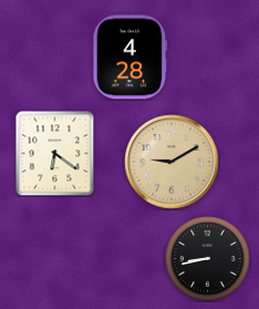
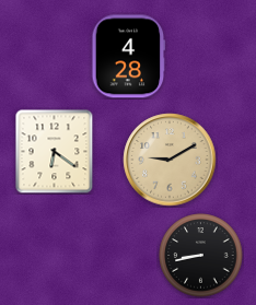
clock at (208, 259) position: (208, 259) -> (201, 256)
